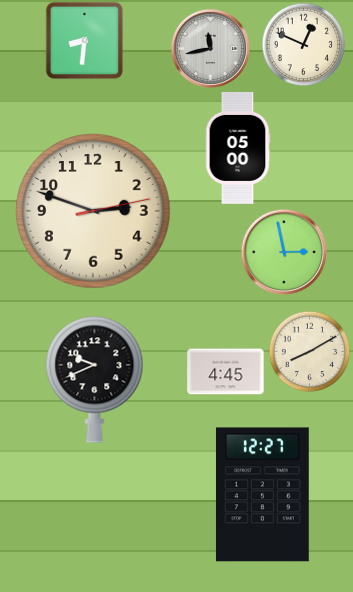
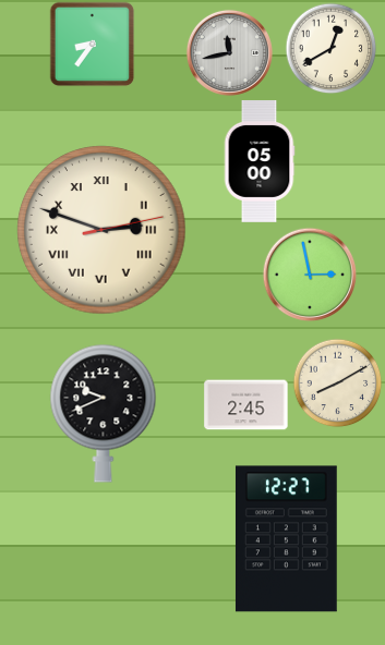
clock at (84, 40): 8:31 -> 8:36
clock at (303, 44): 12:49 -> 12:40
clock at (93, 211) numerals: Arabic -> Roman
clock at (226, 372): 4:45 -> 2:45
